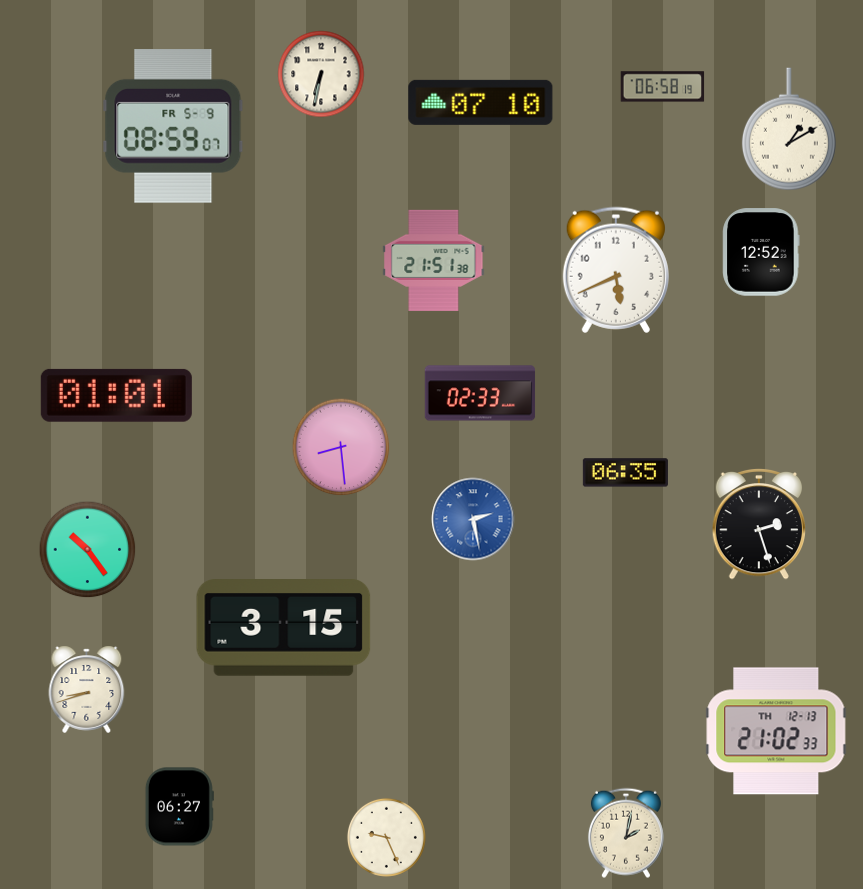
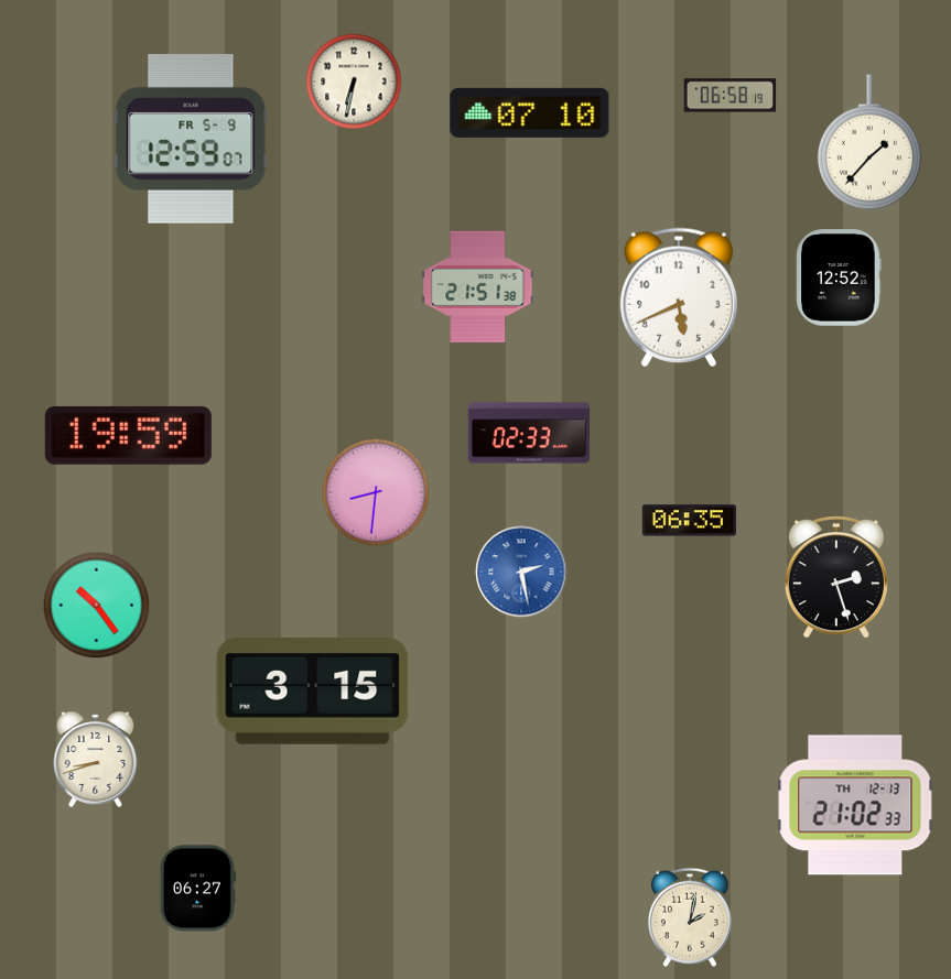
clock at (173, 127): 08:59 -> 12:59
clock at (789, 129): 1:10 -> 1:37
clock at (116, 395): 01:01 -> 19:59
clock at (341, 447): 8:29 -> 8:31
clock at (386, 837): 9:26 -> none
